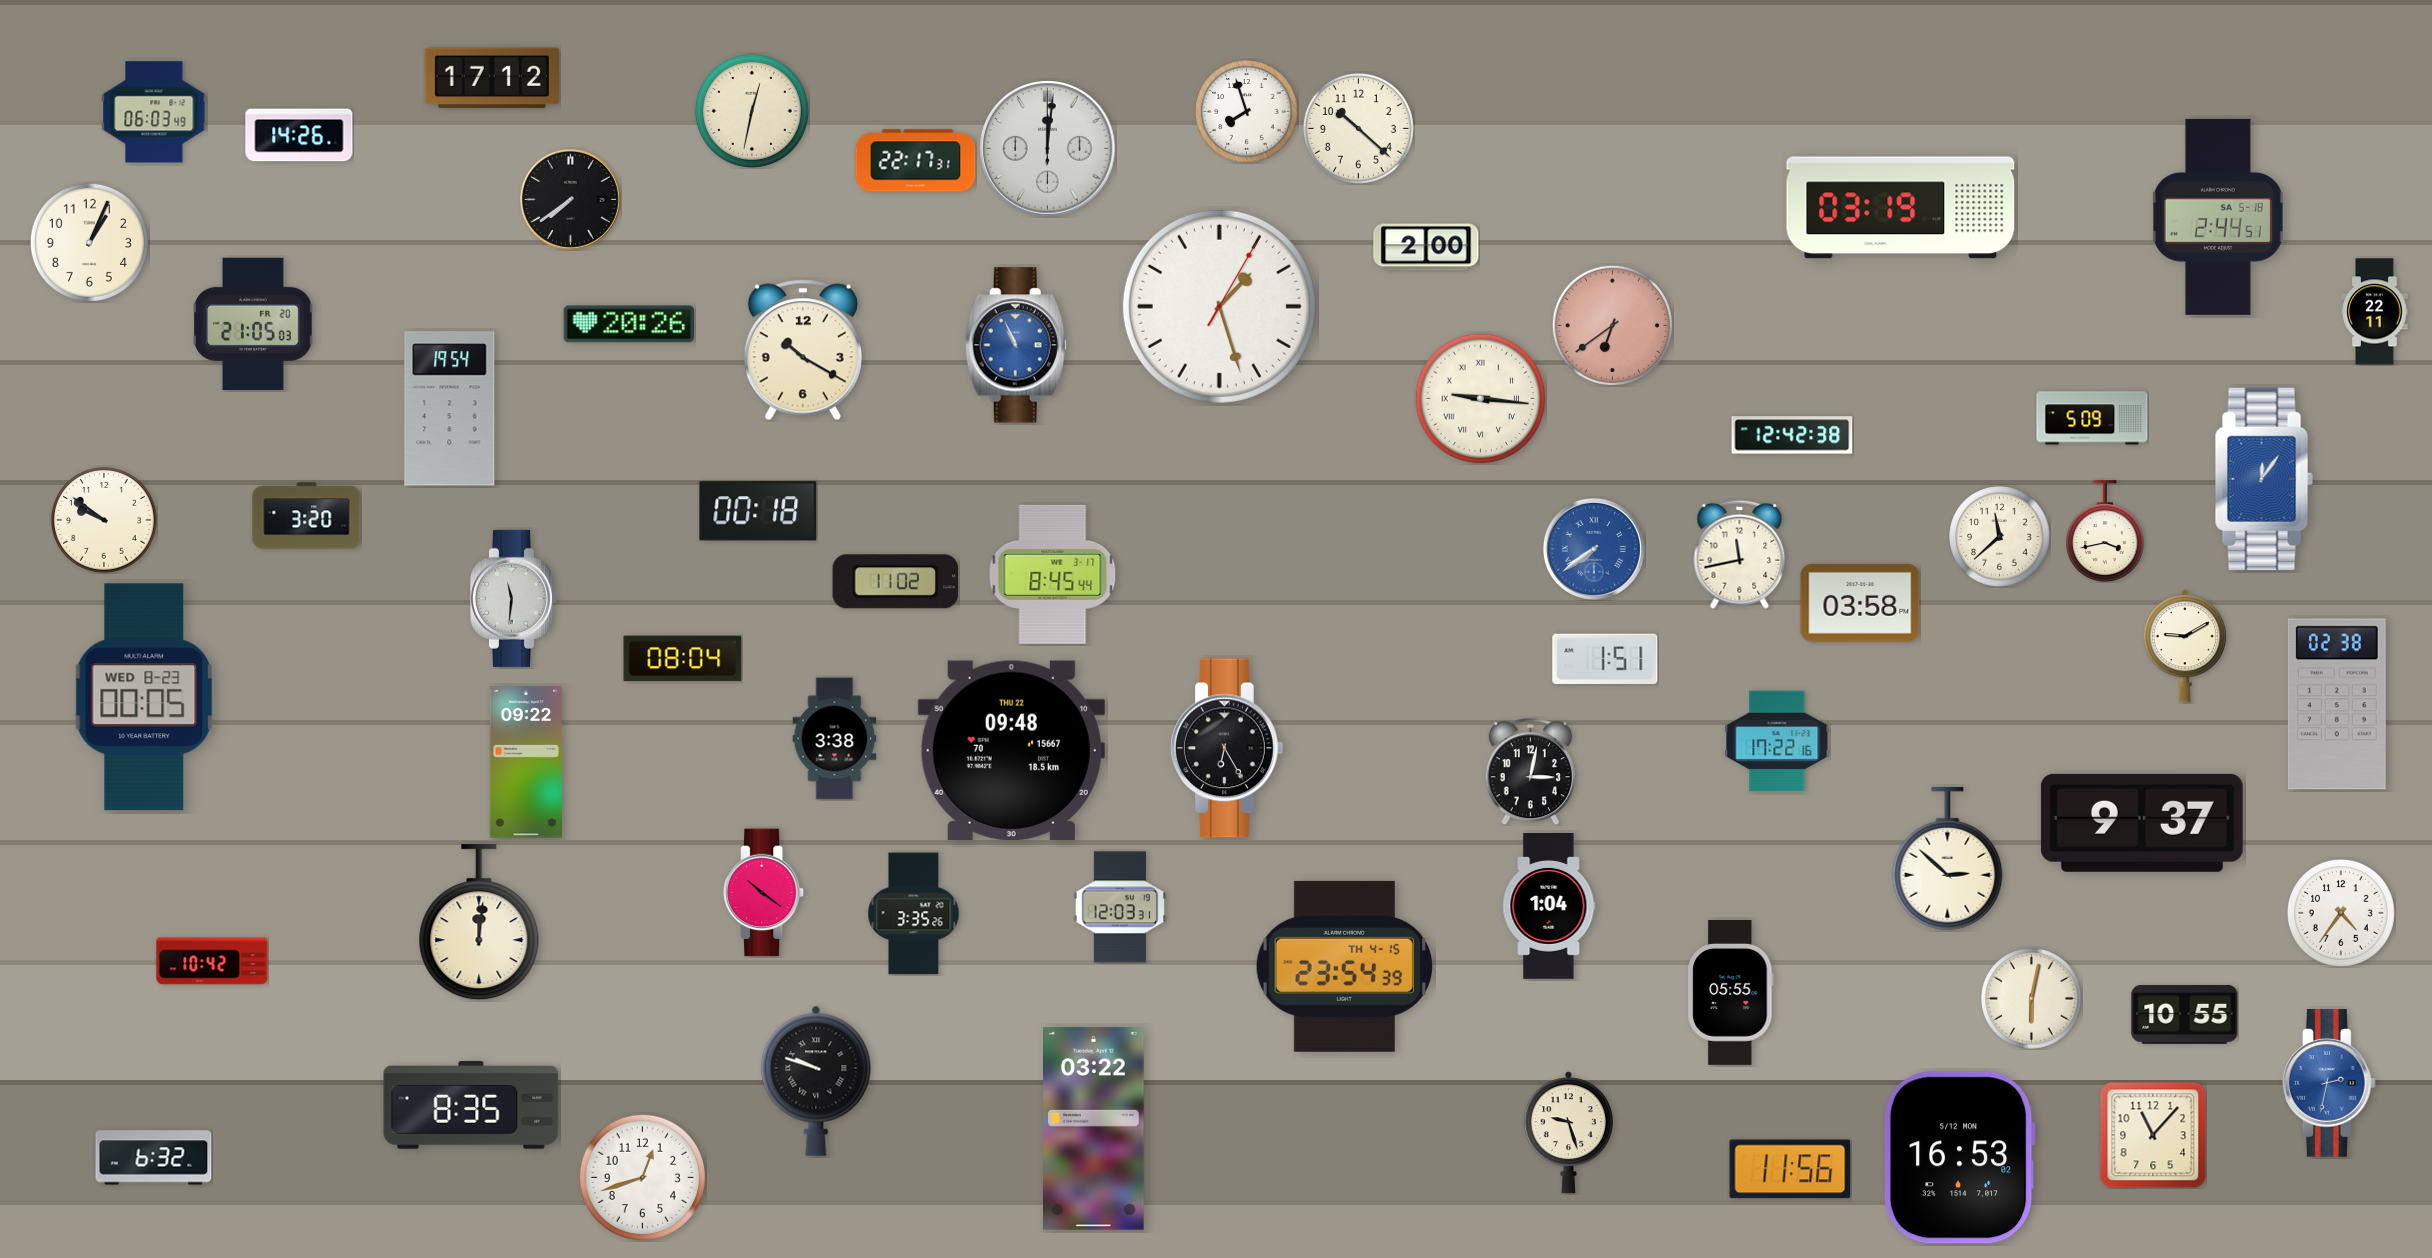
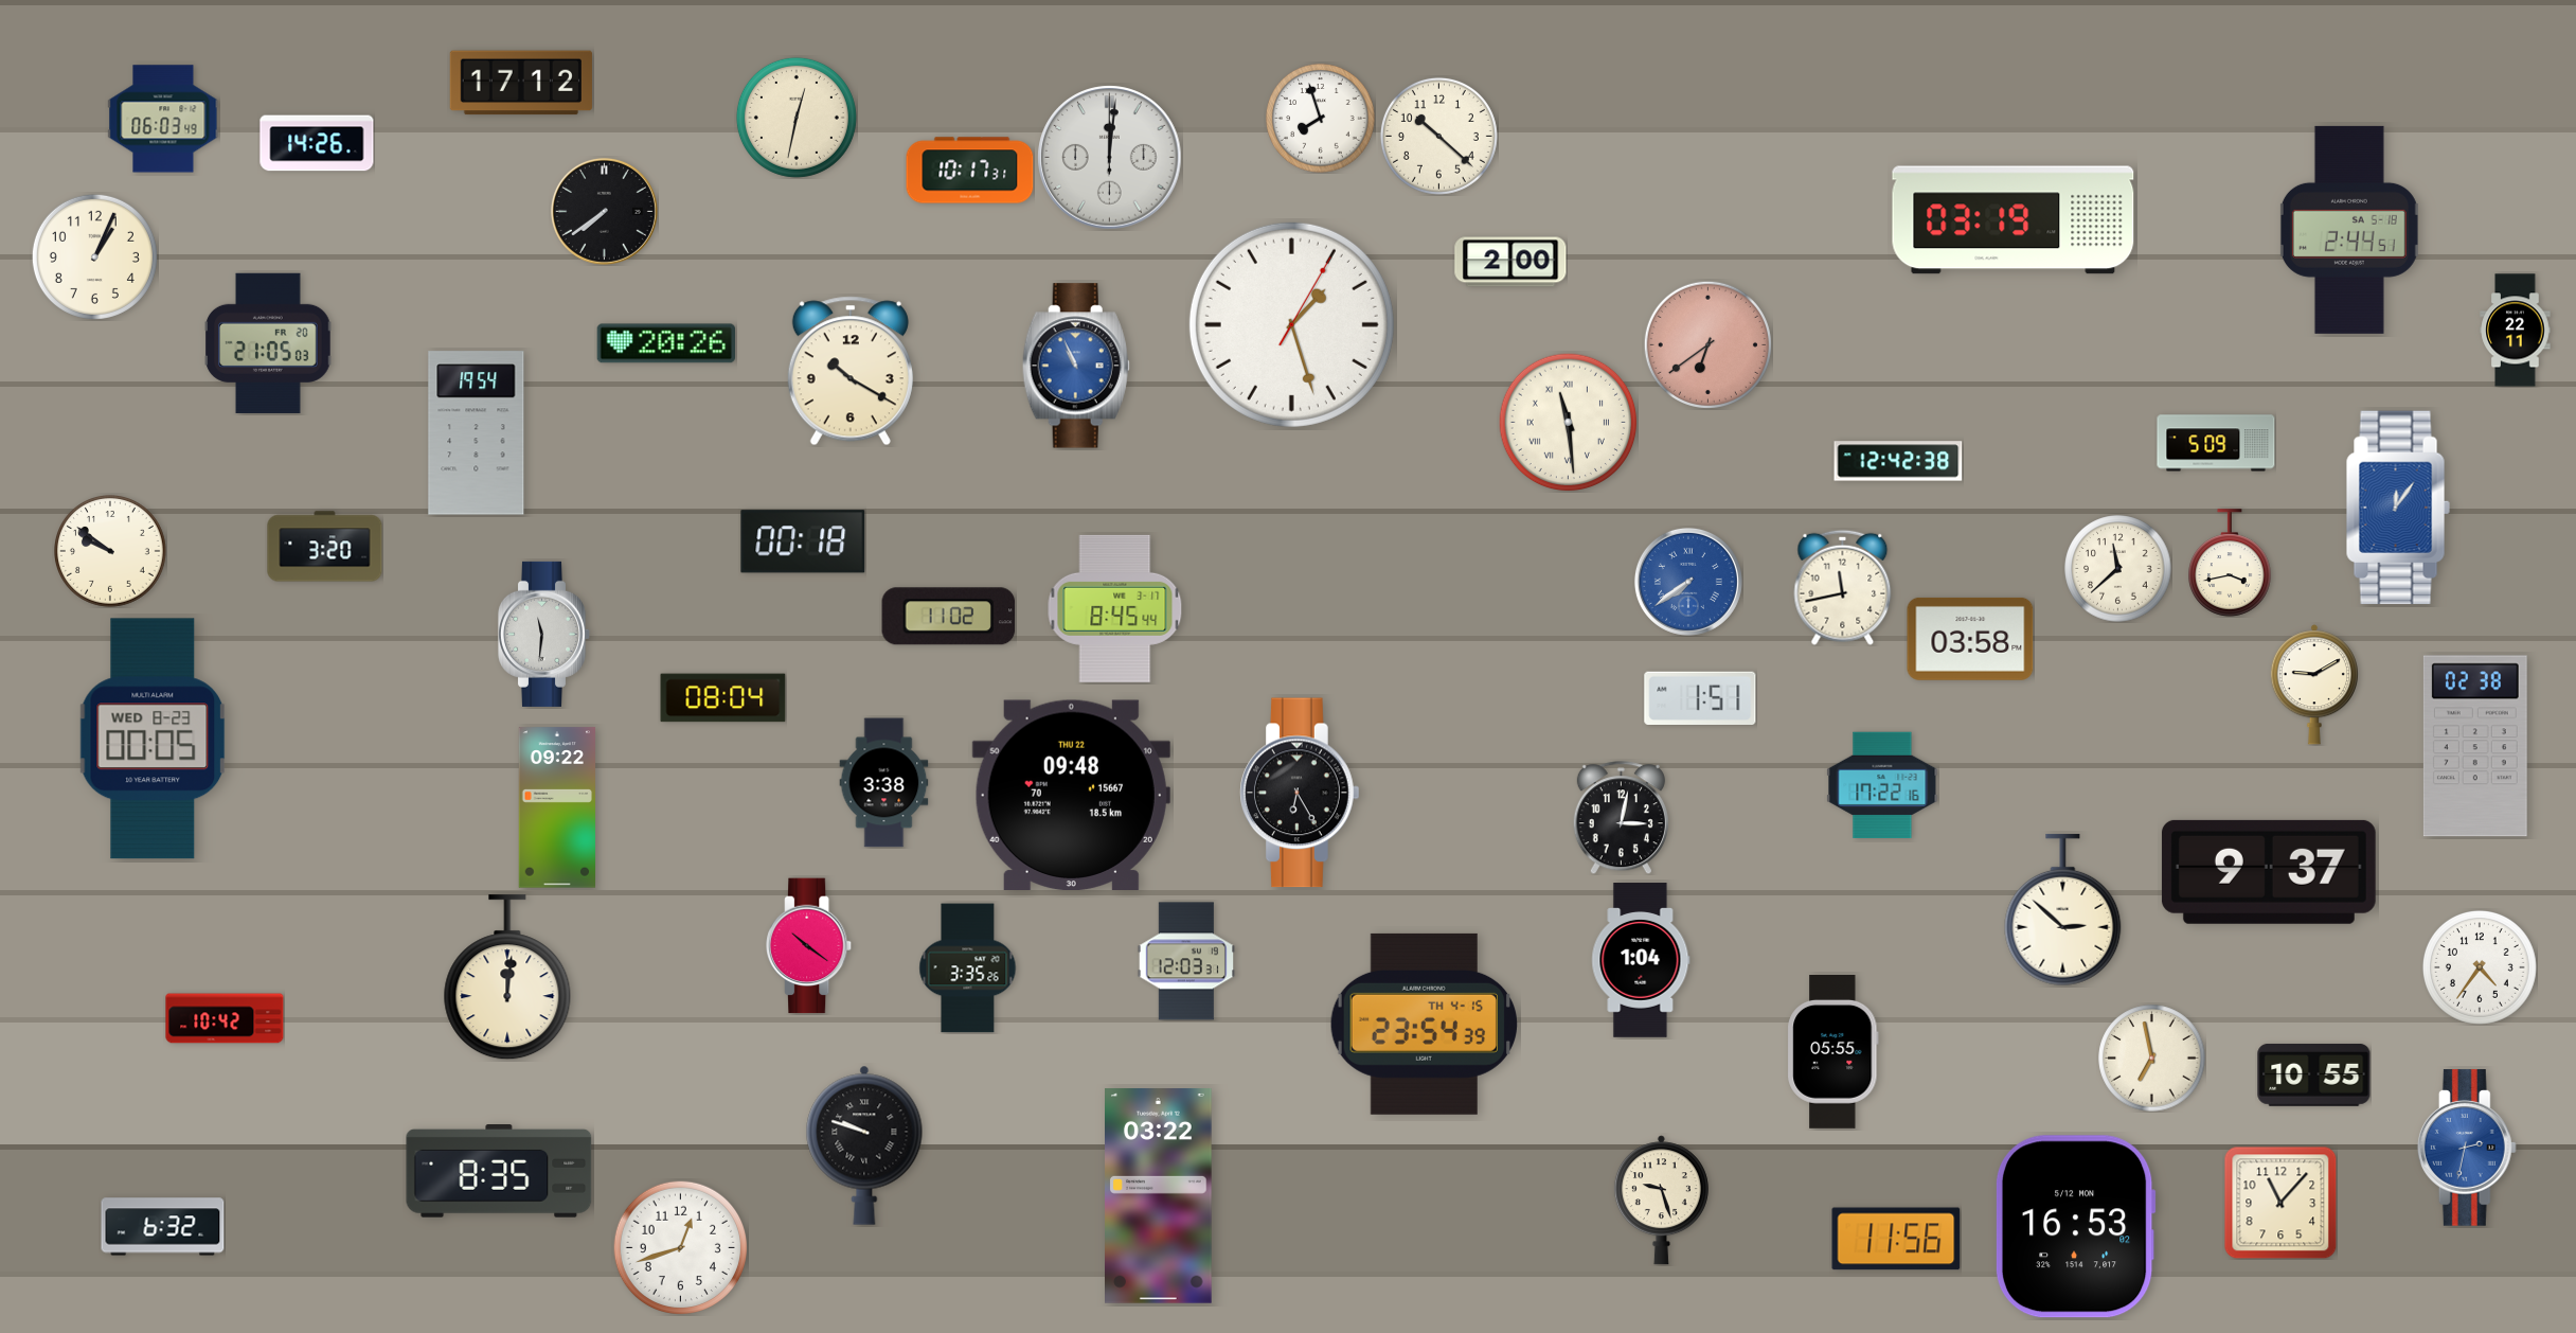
clock at (916, 161): 22:17 -> 10:17
clock at (1481, 399): 9:16 -> 11:29
clock at (2032, 999): 6:02 -> 6:58
